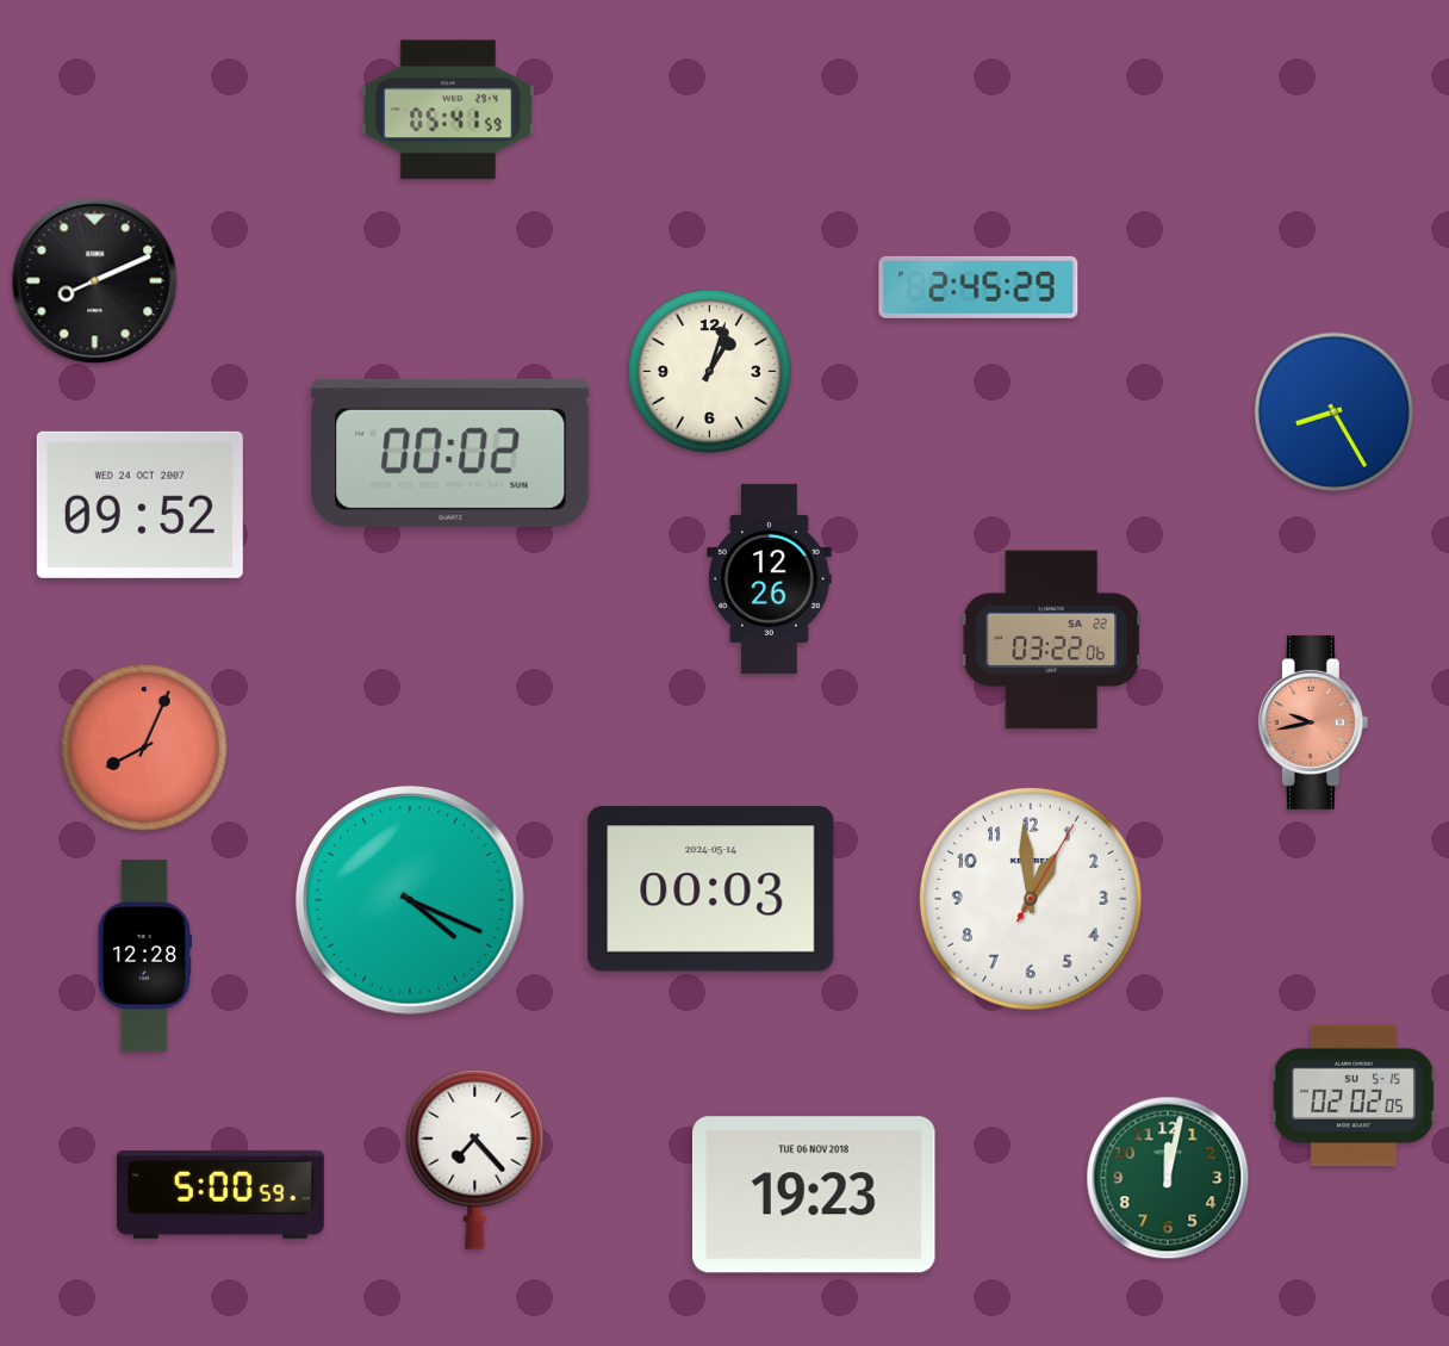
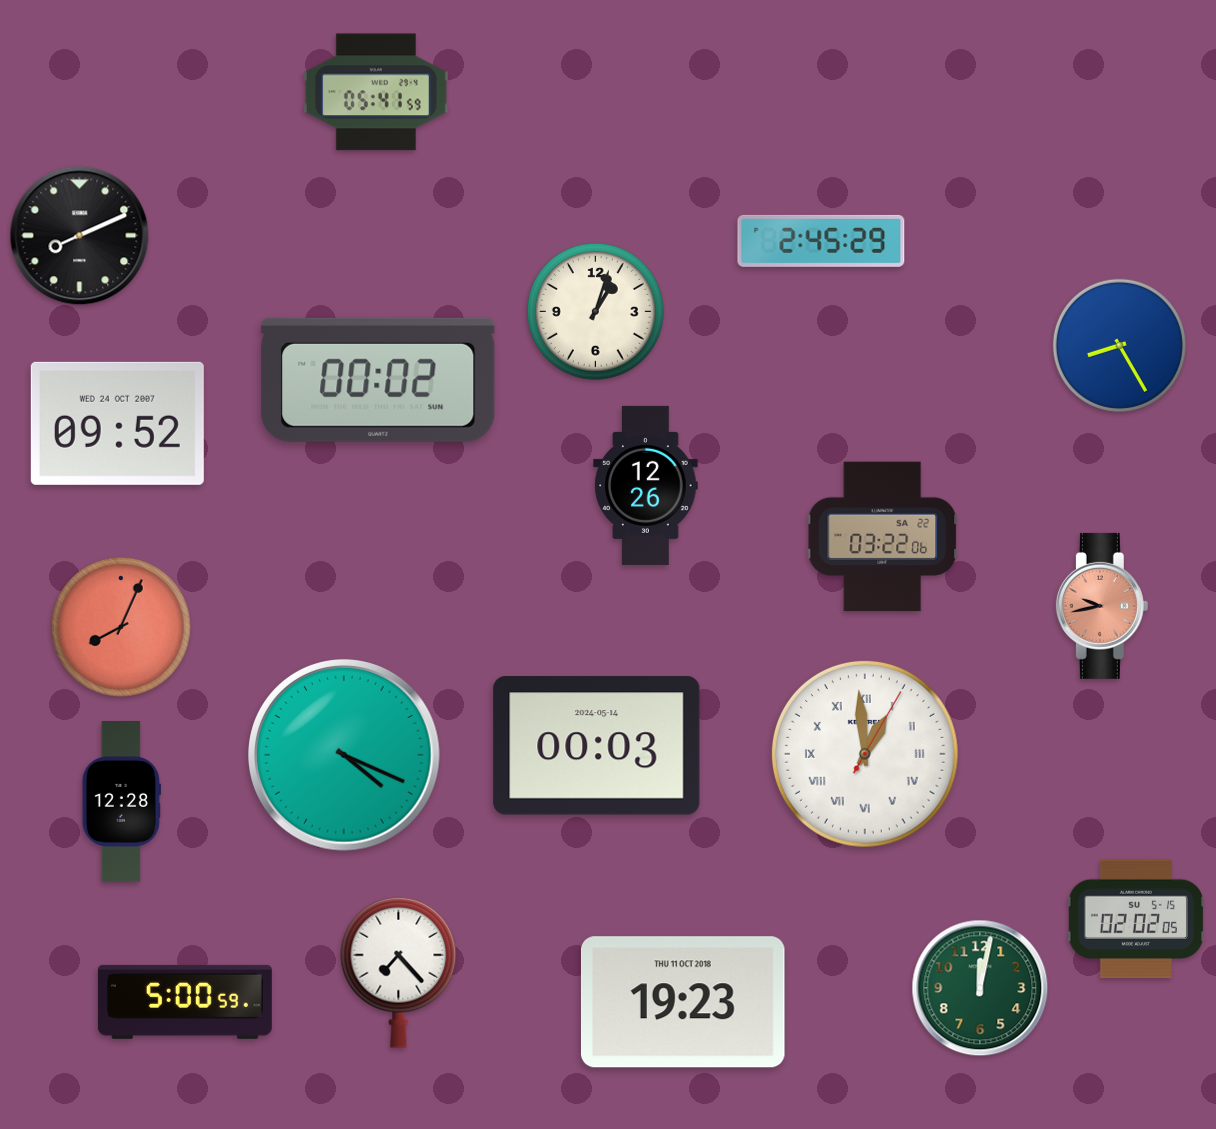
clock at (1031, 899) numerals: Arabic -> Roman
clock at (814, 1195) date: TUE 06 NOV 2018 -> THU 11 OCT 2018
